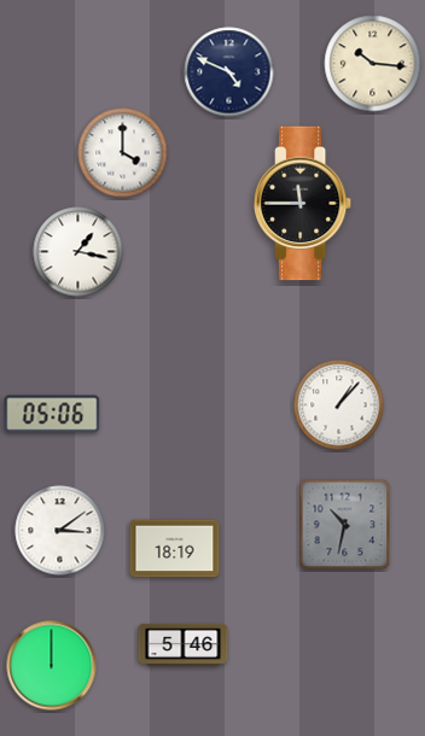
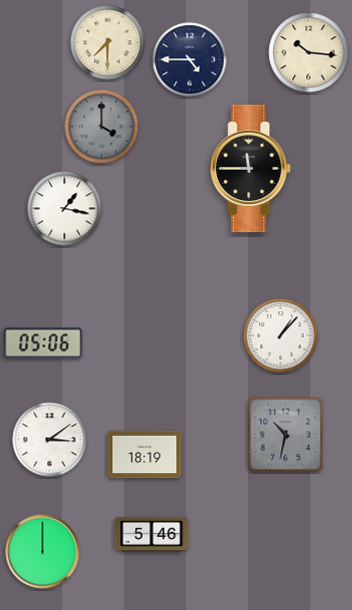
clock at (108, 43): none -> 7:30
clock at (229, 72): 4:49 -> 4:45
clock at (123, 153) dial: white -> grey
